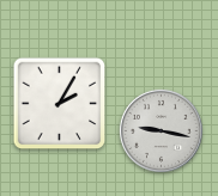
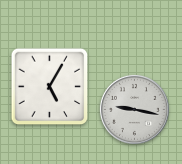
clock at (60, 104): 2:05 -> 5:05
